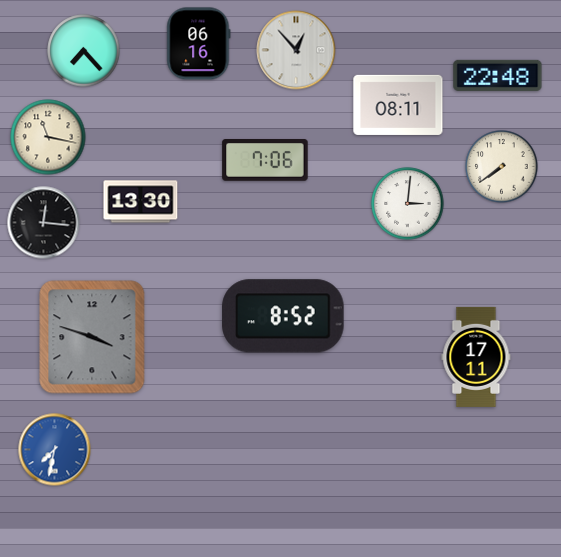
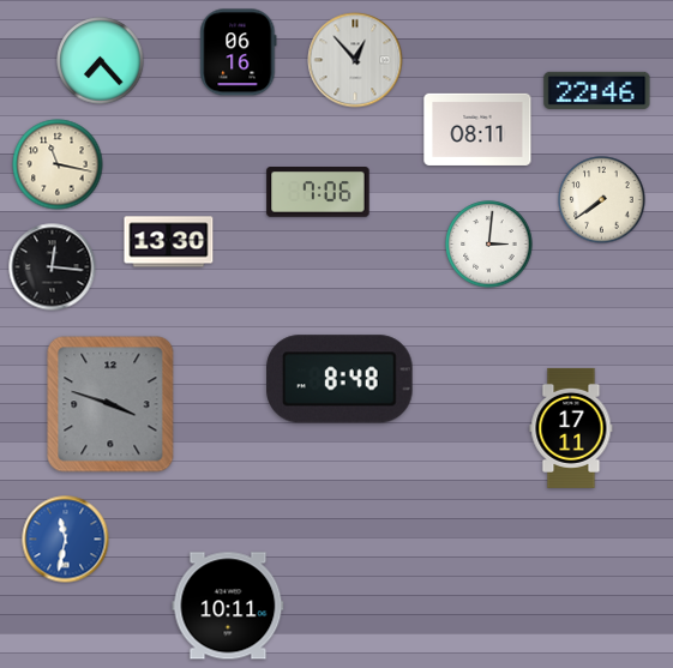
clock at (498, 75): 22:48 -> 22:46
clock at (398, 105) position: (398, 105) -> (477, 130)
clock at (283, 316): 8:52 -> 8:48
clock at (55, 450): 7:32 -> 11:32
clock at (228, 606): none -> 10:11
